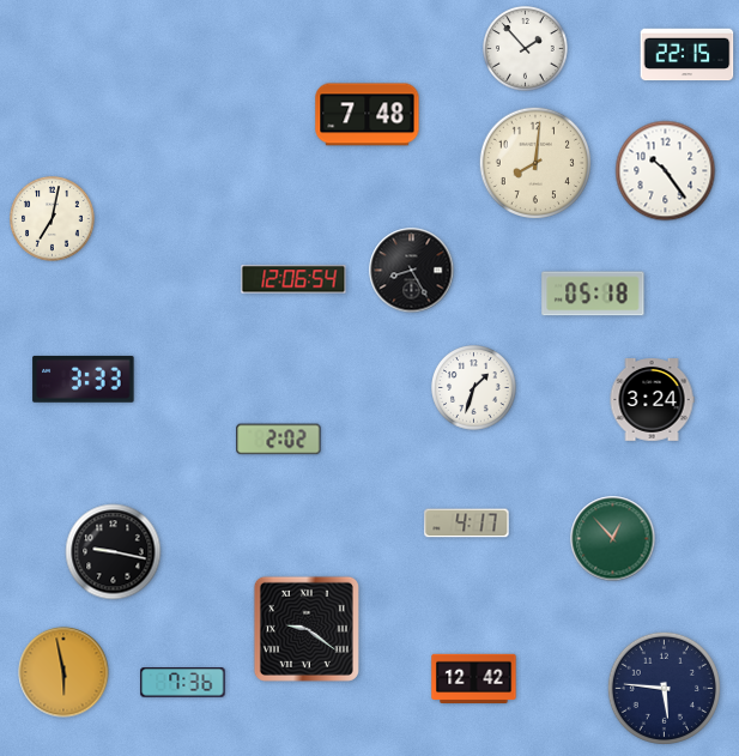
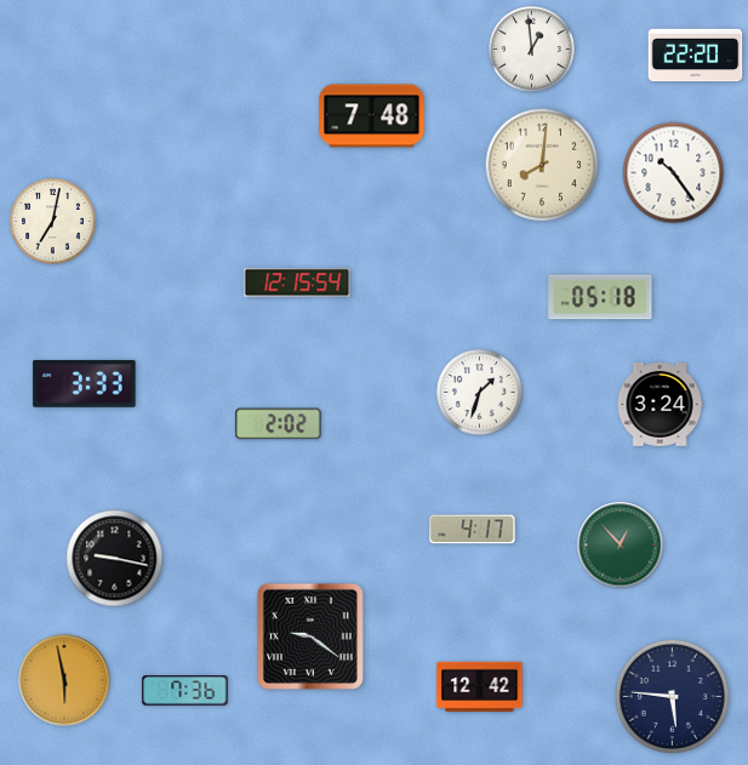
clock at (526, 49): 1:53 -> 12:59
clock at (687, 55): 22:15 -> 22:20
clock at (412, 271): 8:25 -> none
clock at (293, 279): 12:06 -> 12:15
clock at (279, 440) position: (279, 440) -> (279, 424)
